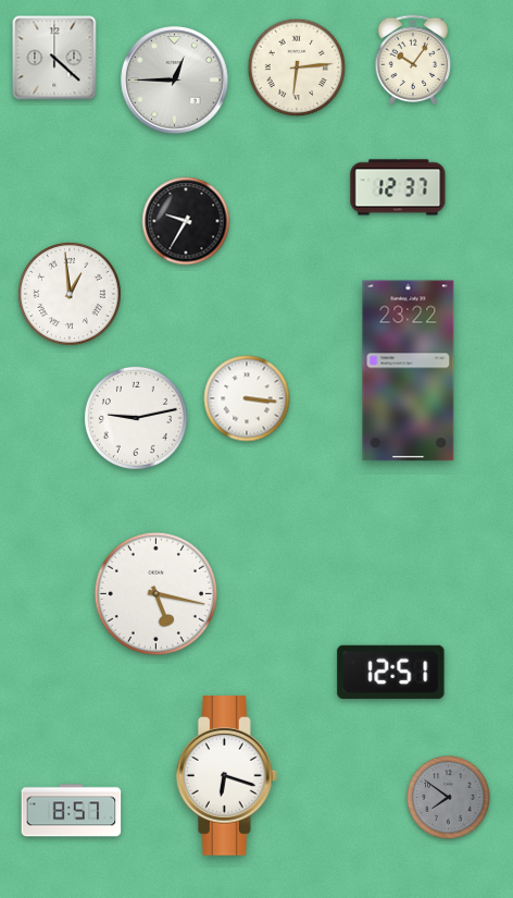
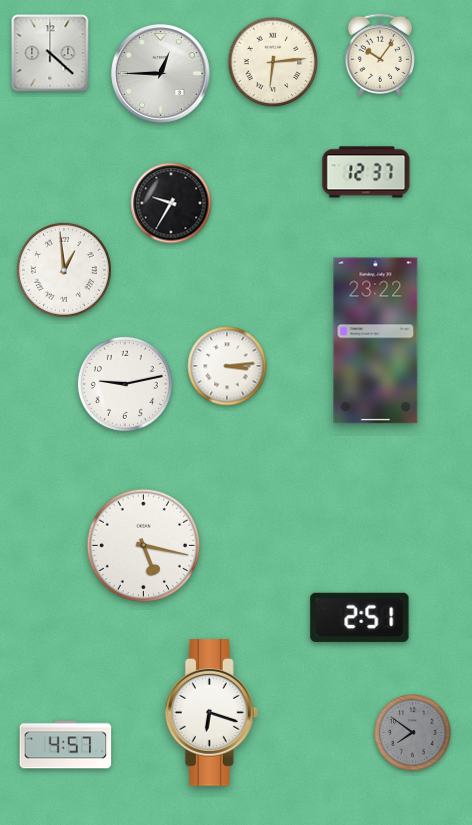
clock at (247, 398): 3:16 -> 3:14
clock at (391, 672): 12:51 -> 2:51
clock at (226, 776) position: (226, 776) -> (211, 713)
clock at (72, 811): 8:57 -> 4:57
